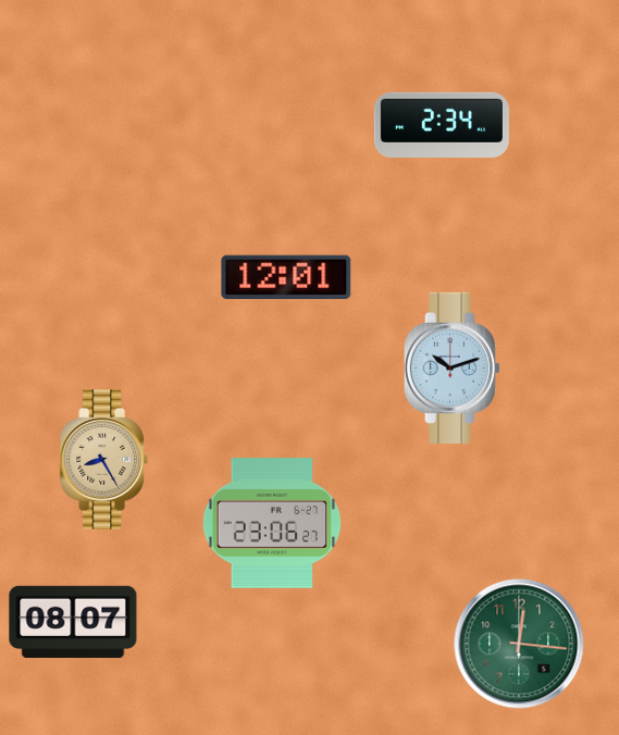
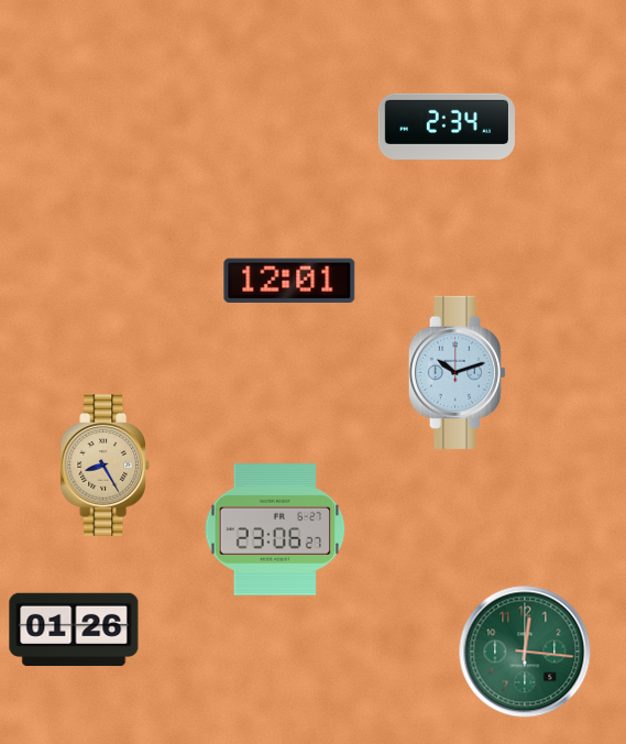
clock at (73, 622): 08:07 -> 01:26
